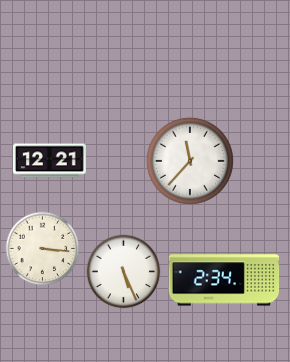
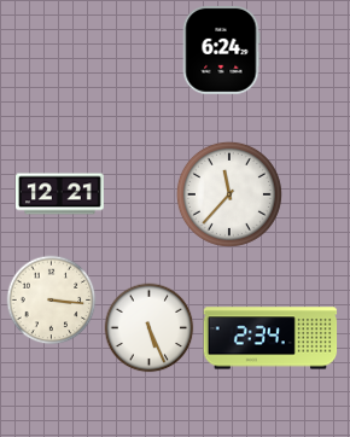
clock at (221, 49): none -> 6:24
